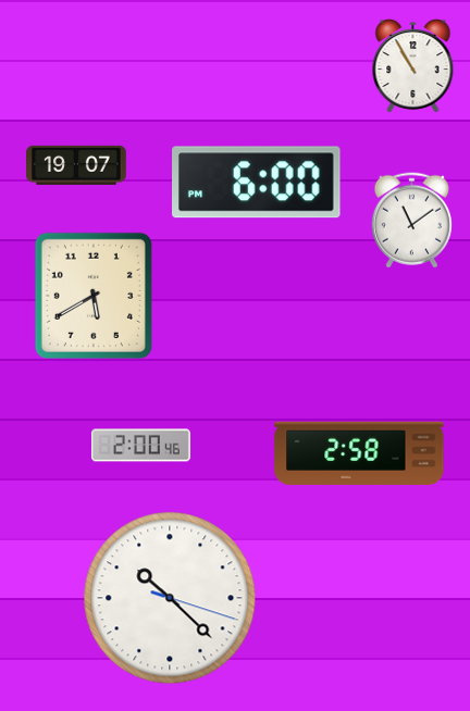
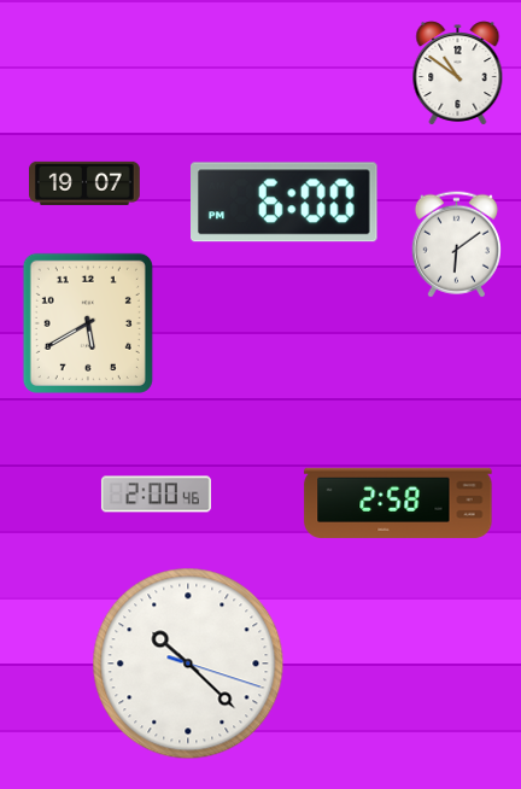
clock at (413, 66): 10:55 -> 10:51
clock at (411, 221): 11:09 -> 6:09
clock at (94, 296) position: (94, 296) -> (88, 323)
